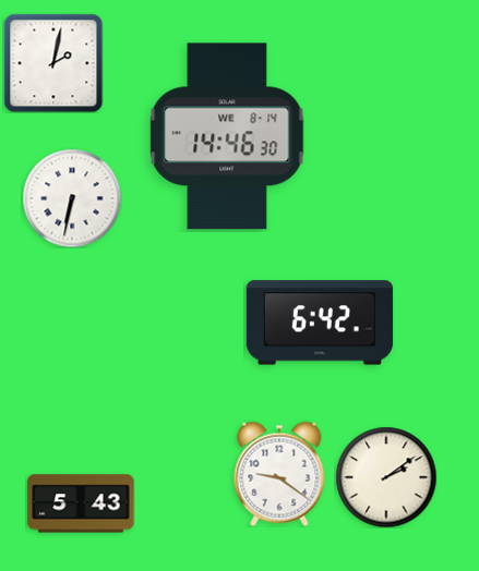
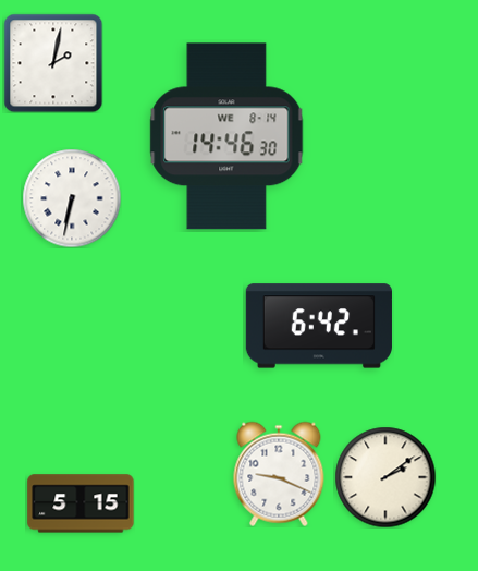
clock at (320, 323) position: (320, 323) -> (319, 326)
clock at (279, 474): 9:21 -> 9:19
clock at (81, 503): 5:43 -> 5:15
